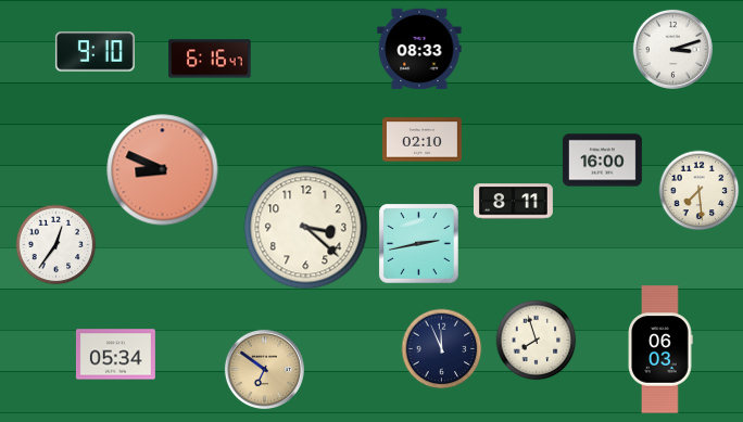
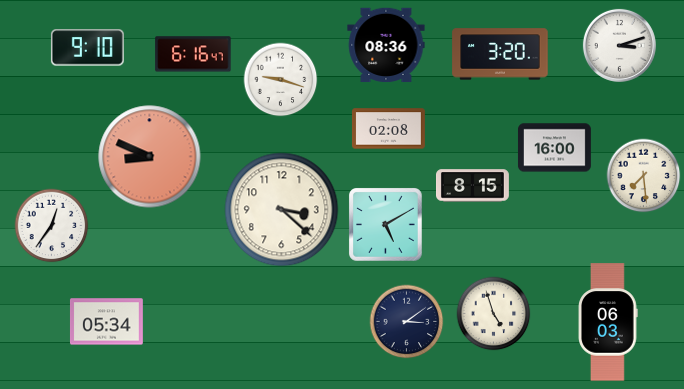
clock at (419, 49): 08:33 -> 08:36
clock at (500, 54): none -> 3:20
clock at (281, 80): none -> 9:18
clock at (421, 140): 02:10 -> 02:08
clock at (514, 202): 8:11 -> 8:15
clock at (419, 244): 2:43 -> 5:10
clock at (537, 341): 7:57 -> 4:57
clock at (442, 349): 11:56 -> 3:09
clock at (115, 355) position: (115, 355) -> (106, 322)
clock at (264, 369): 6:51 -> none
